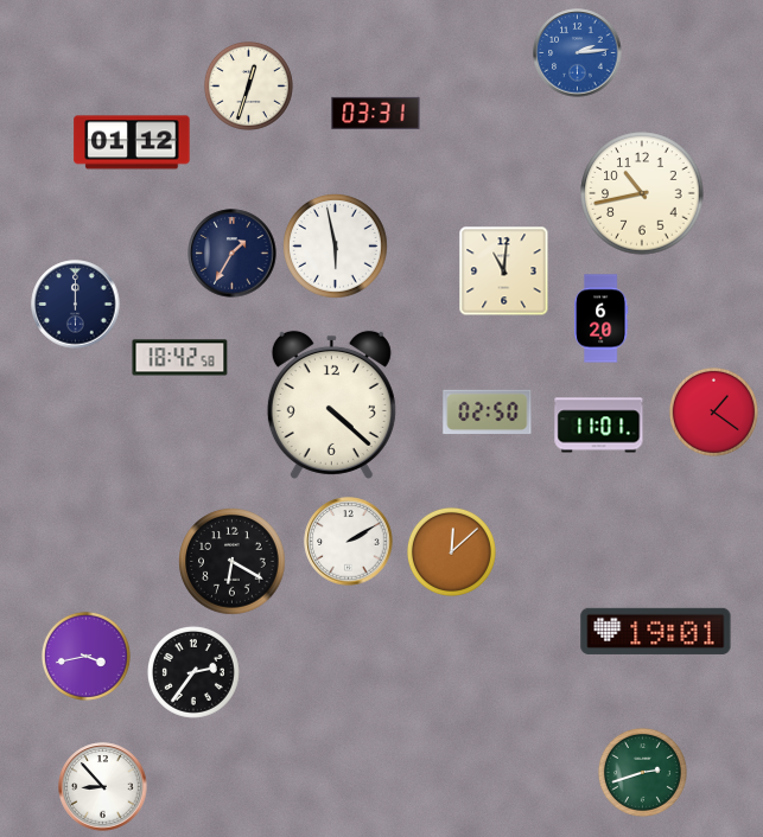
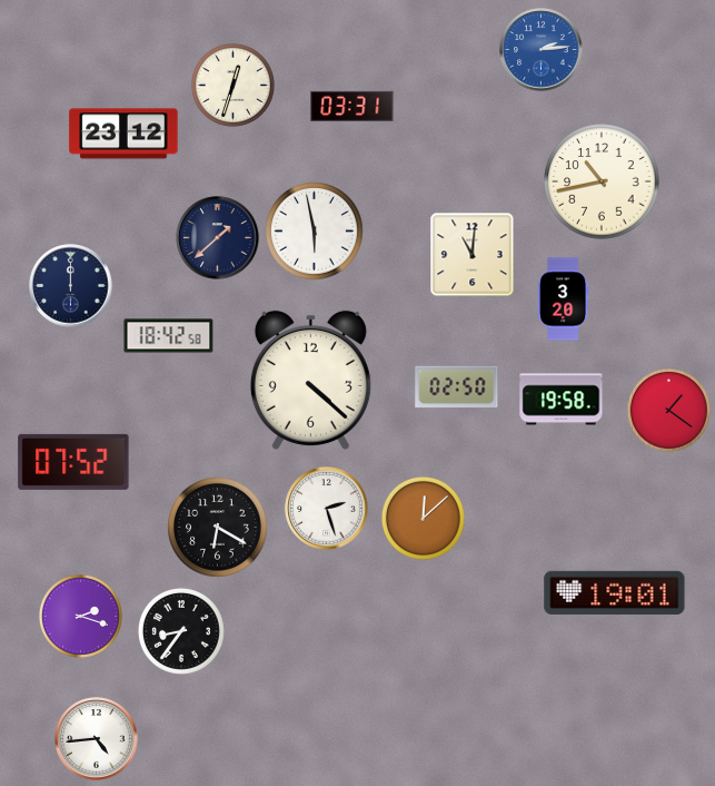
clock at (248, 85) position: (248, 85) -> (232, 85)
clock at (132, 142): 01:12 -> 23:12
clock at (233, 254): 1:35 -> 1:38
clock at (602, 319): 6:20 -> 3:20
clock at (713, 411) position: (713, 411) -> (668, 410)
clock at (599, 426): 11:01 -> 19:58
clock at (73, 462): none -> 07:52
clock at (349, 542): 2:10 -> 2:27
clock at (85, 656): 3:43 -> 2:18
clock at (193, 672): 2:36 -> 8:36
clock at (642, 772): 2:42 -> none
clock at (103, 787): 8:53 -> 4:44
